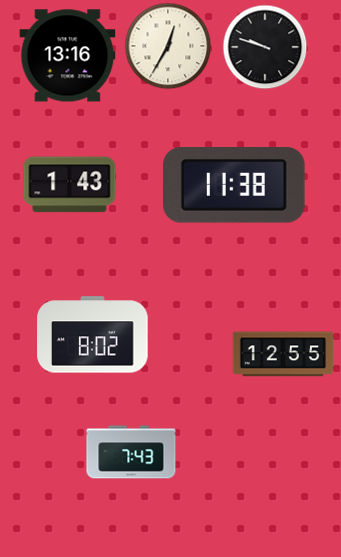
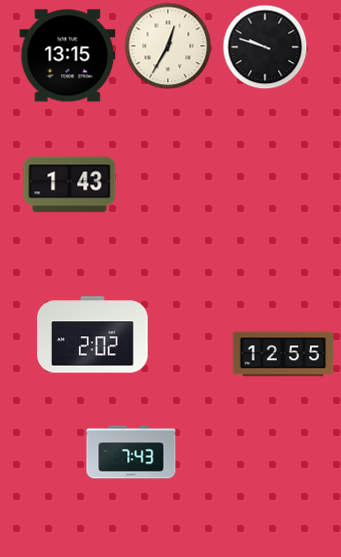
clock at (68, 56): 13:16 -> 13:15
clock at (235, 186): 11:38 -> none
clock at (93, 335): 8:02 -> 2:02
